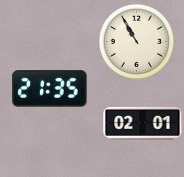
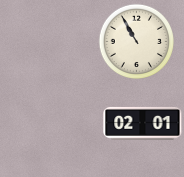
clock at (50, 89): 21:35 -> none
